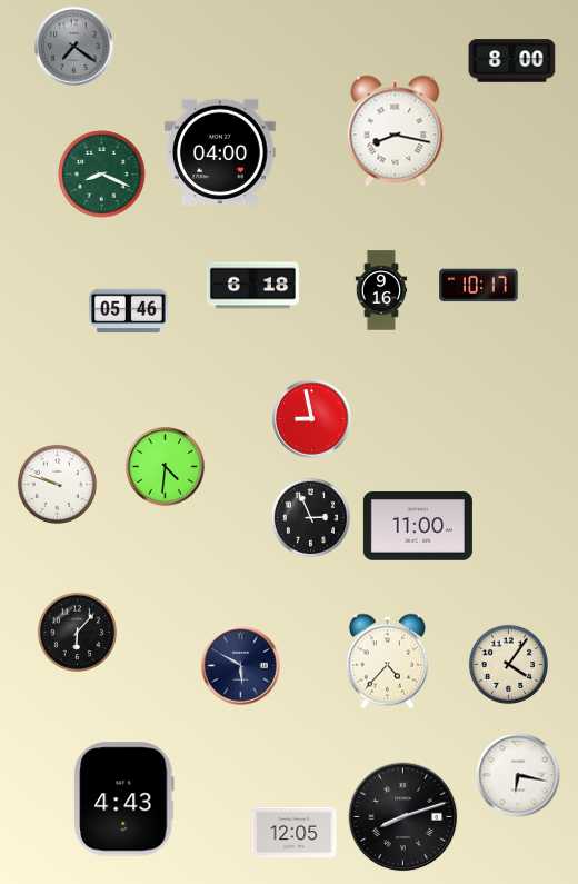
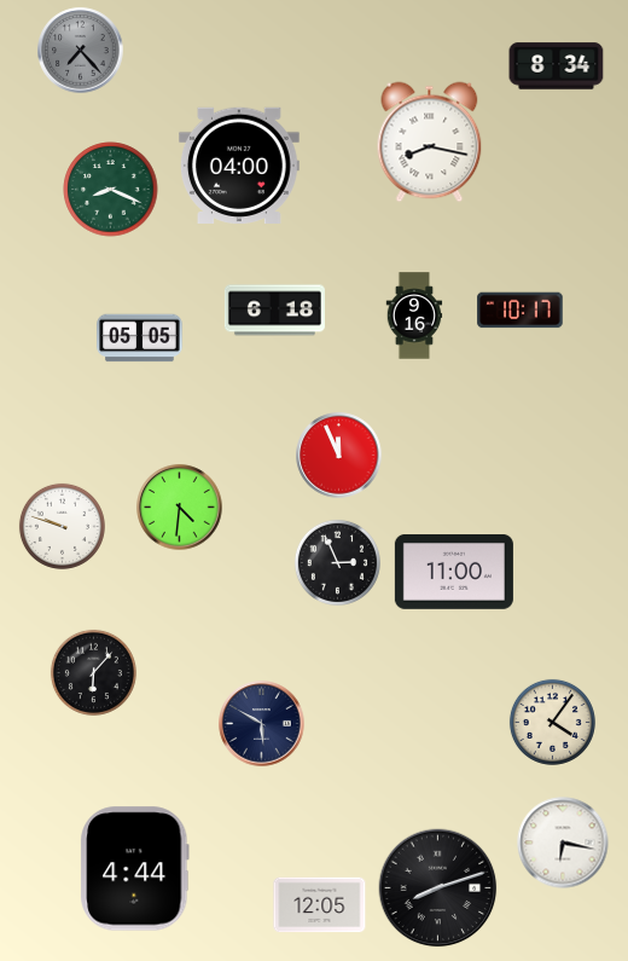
clock at (74, 47): 7:21 -> 7:23
clock at (512, 61): 8:00 -> 8:34
clock at (129, 311): 05:46 -> 05:05
clock at (312, 419): 8:58 -> 11:56
clock at (77, 632) position: (77, 632) -> (93, 672)
clock at (387, 662): 4:37 -> none
clock at (124, 799): 4:43 -> 4:44
